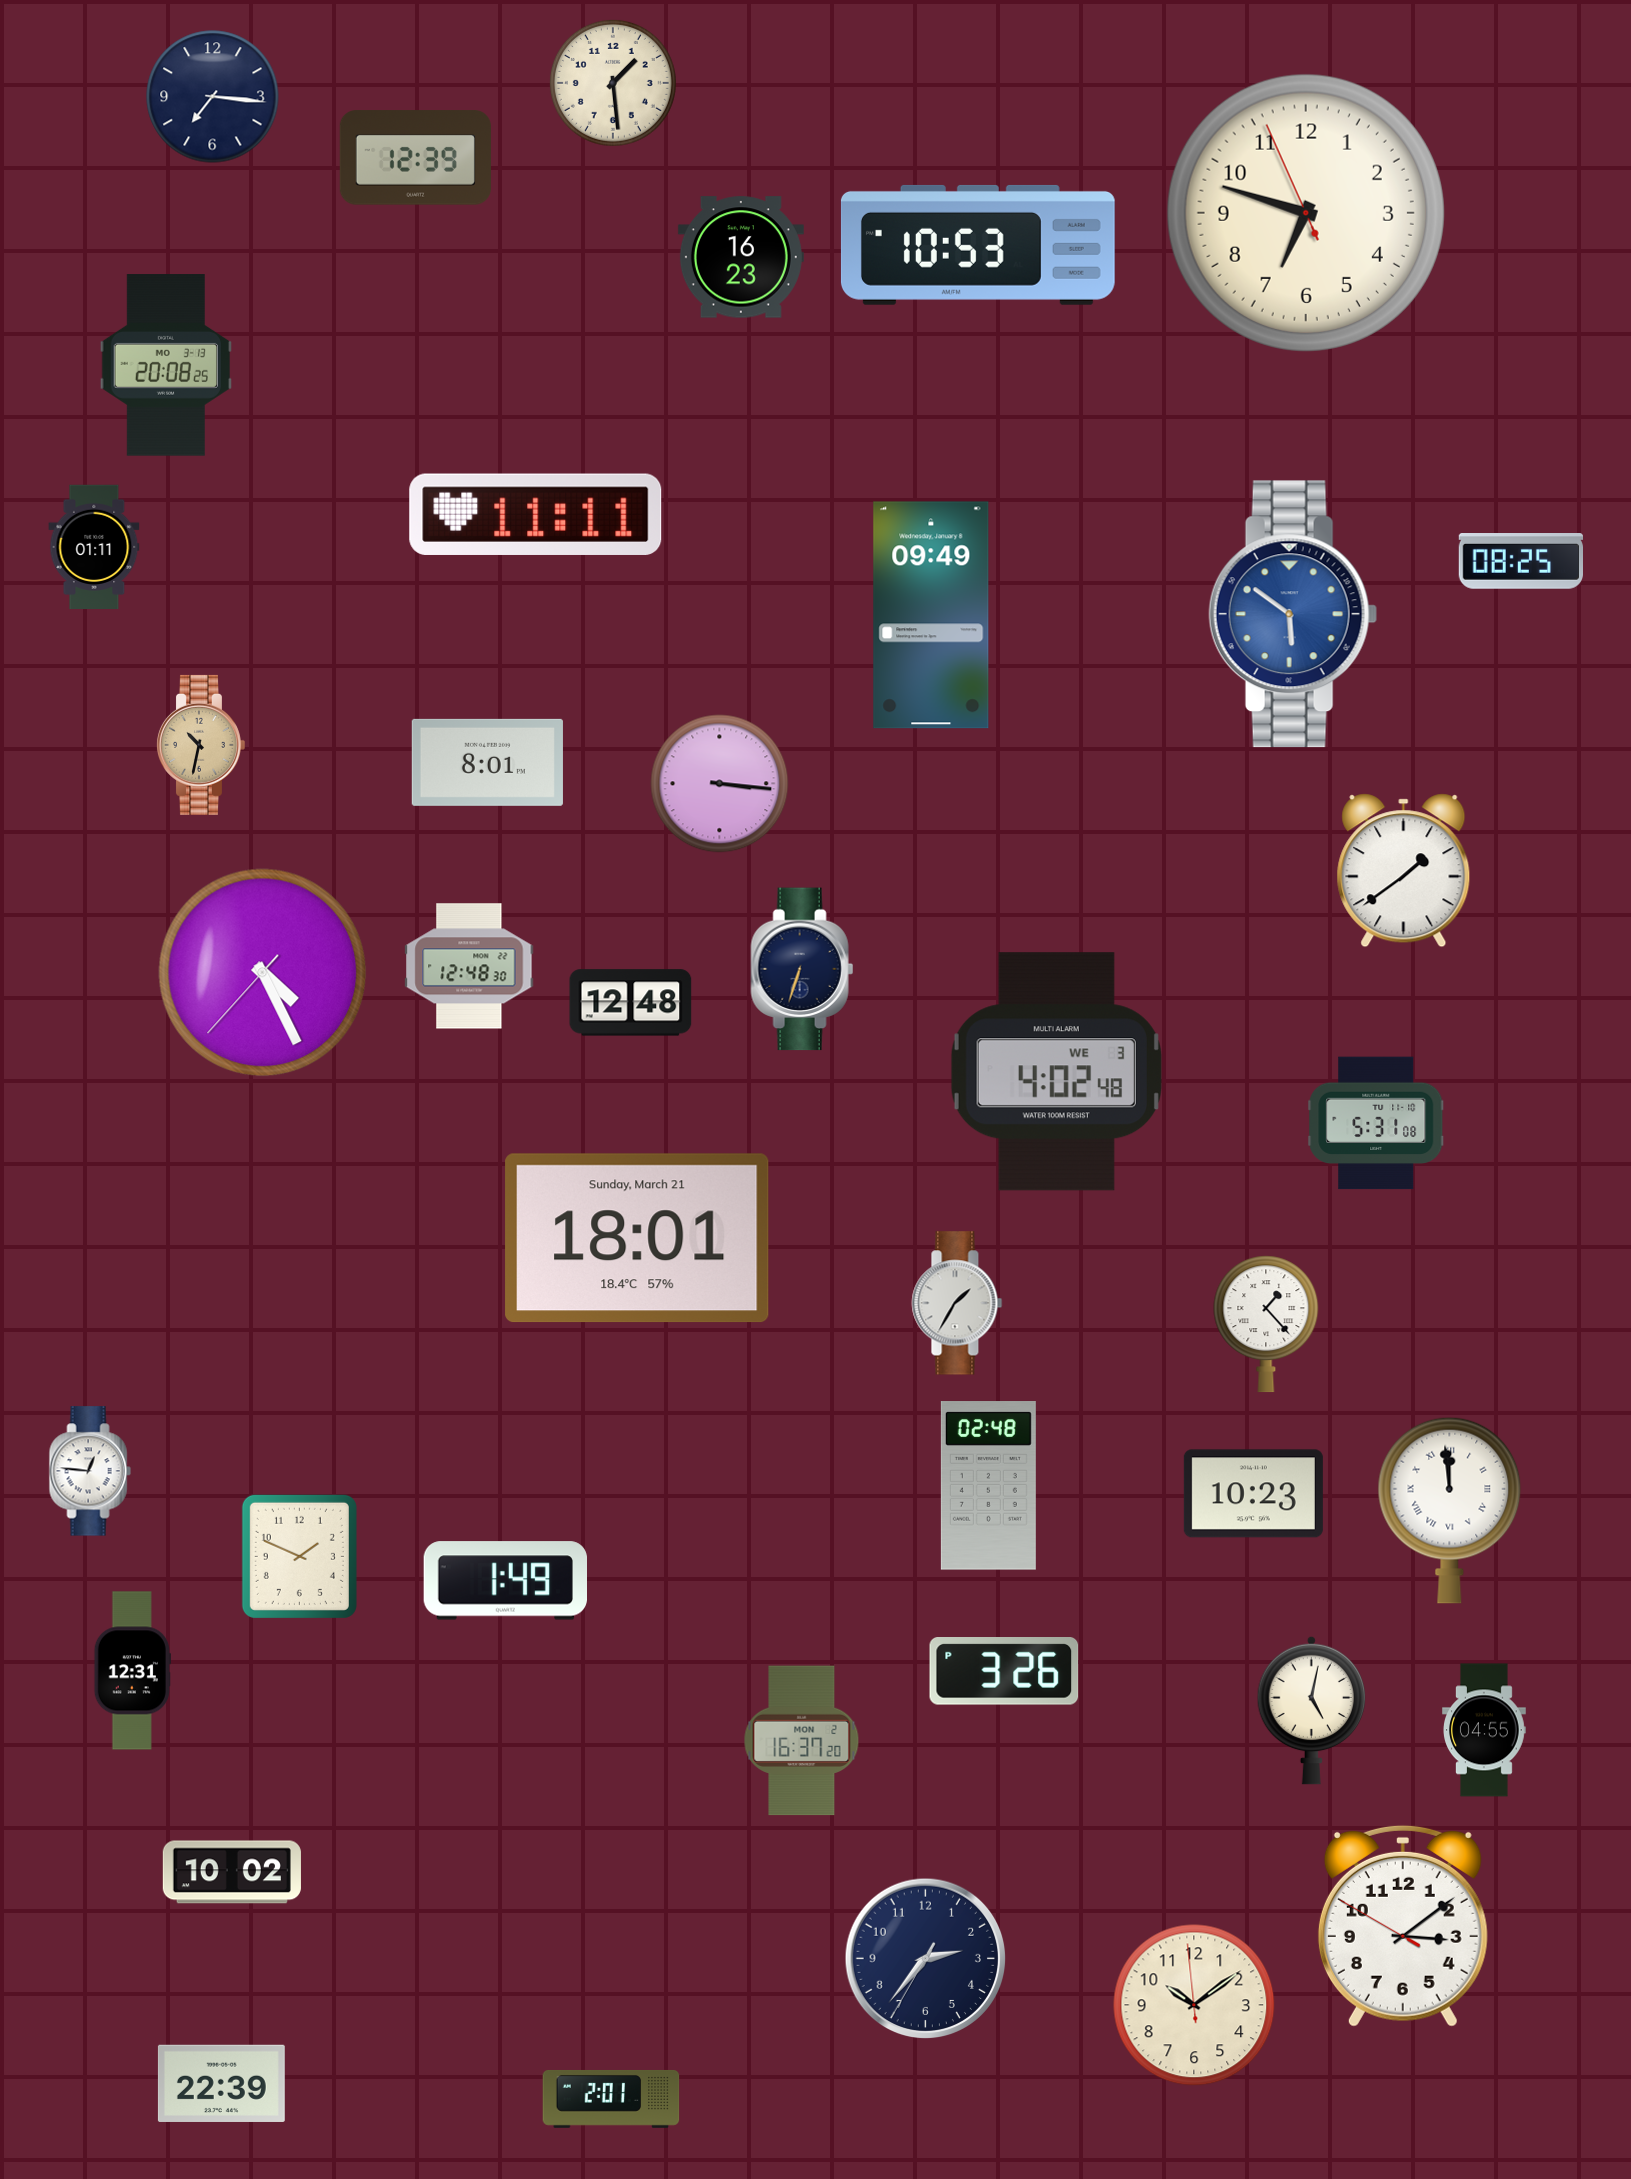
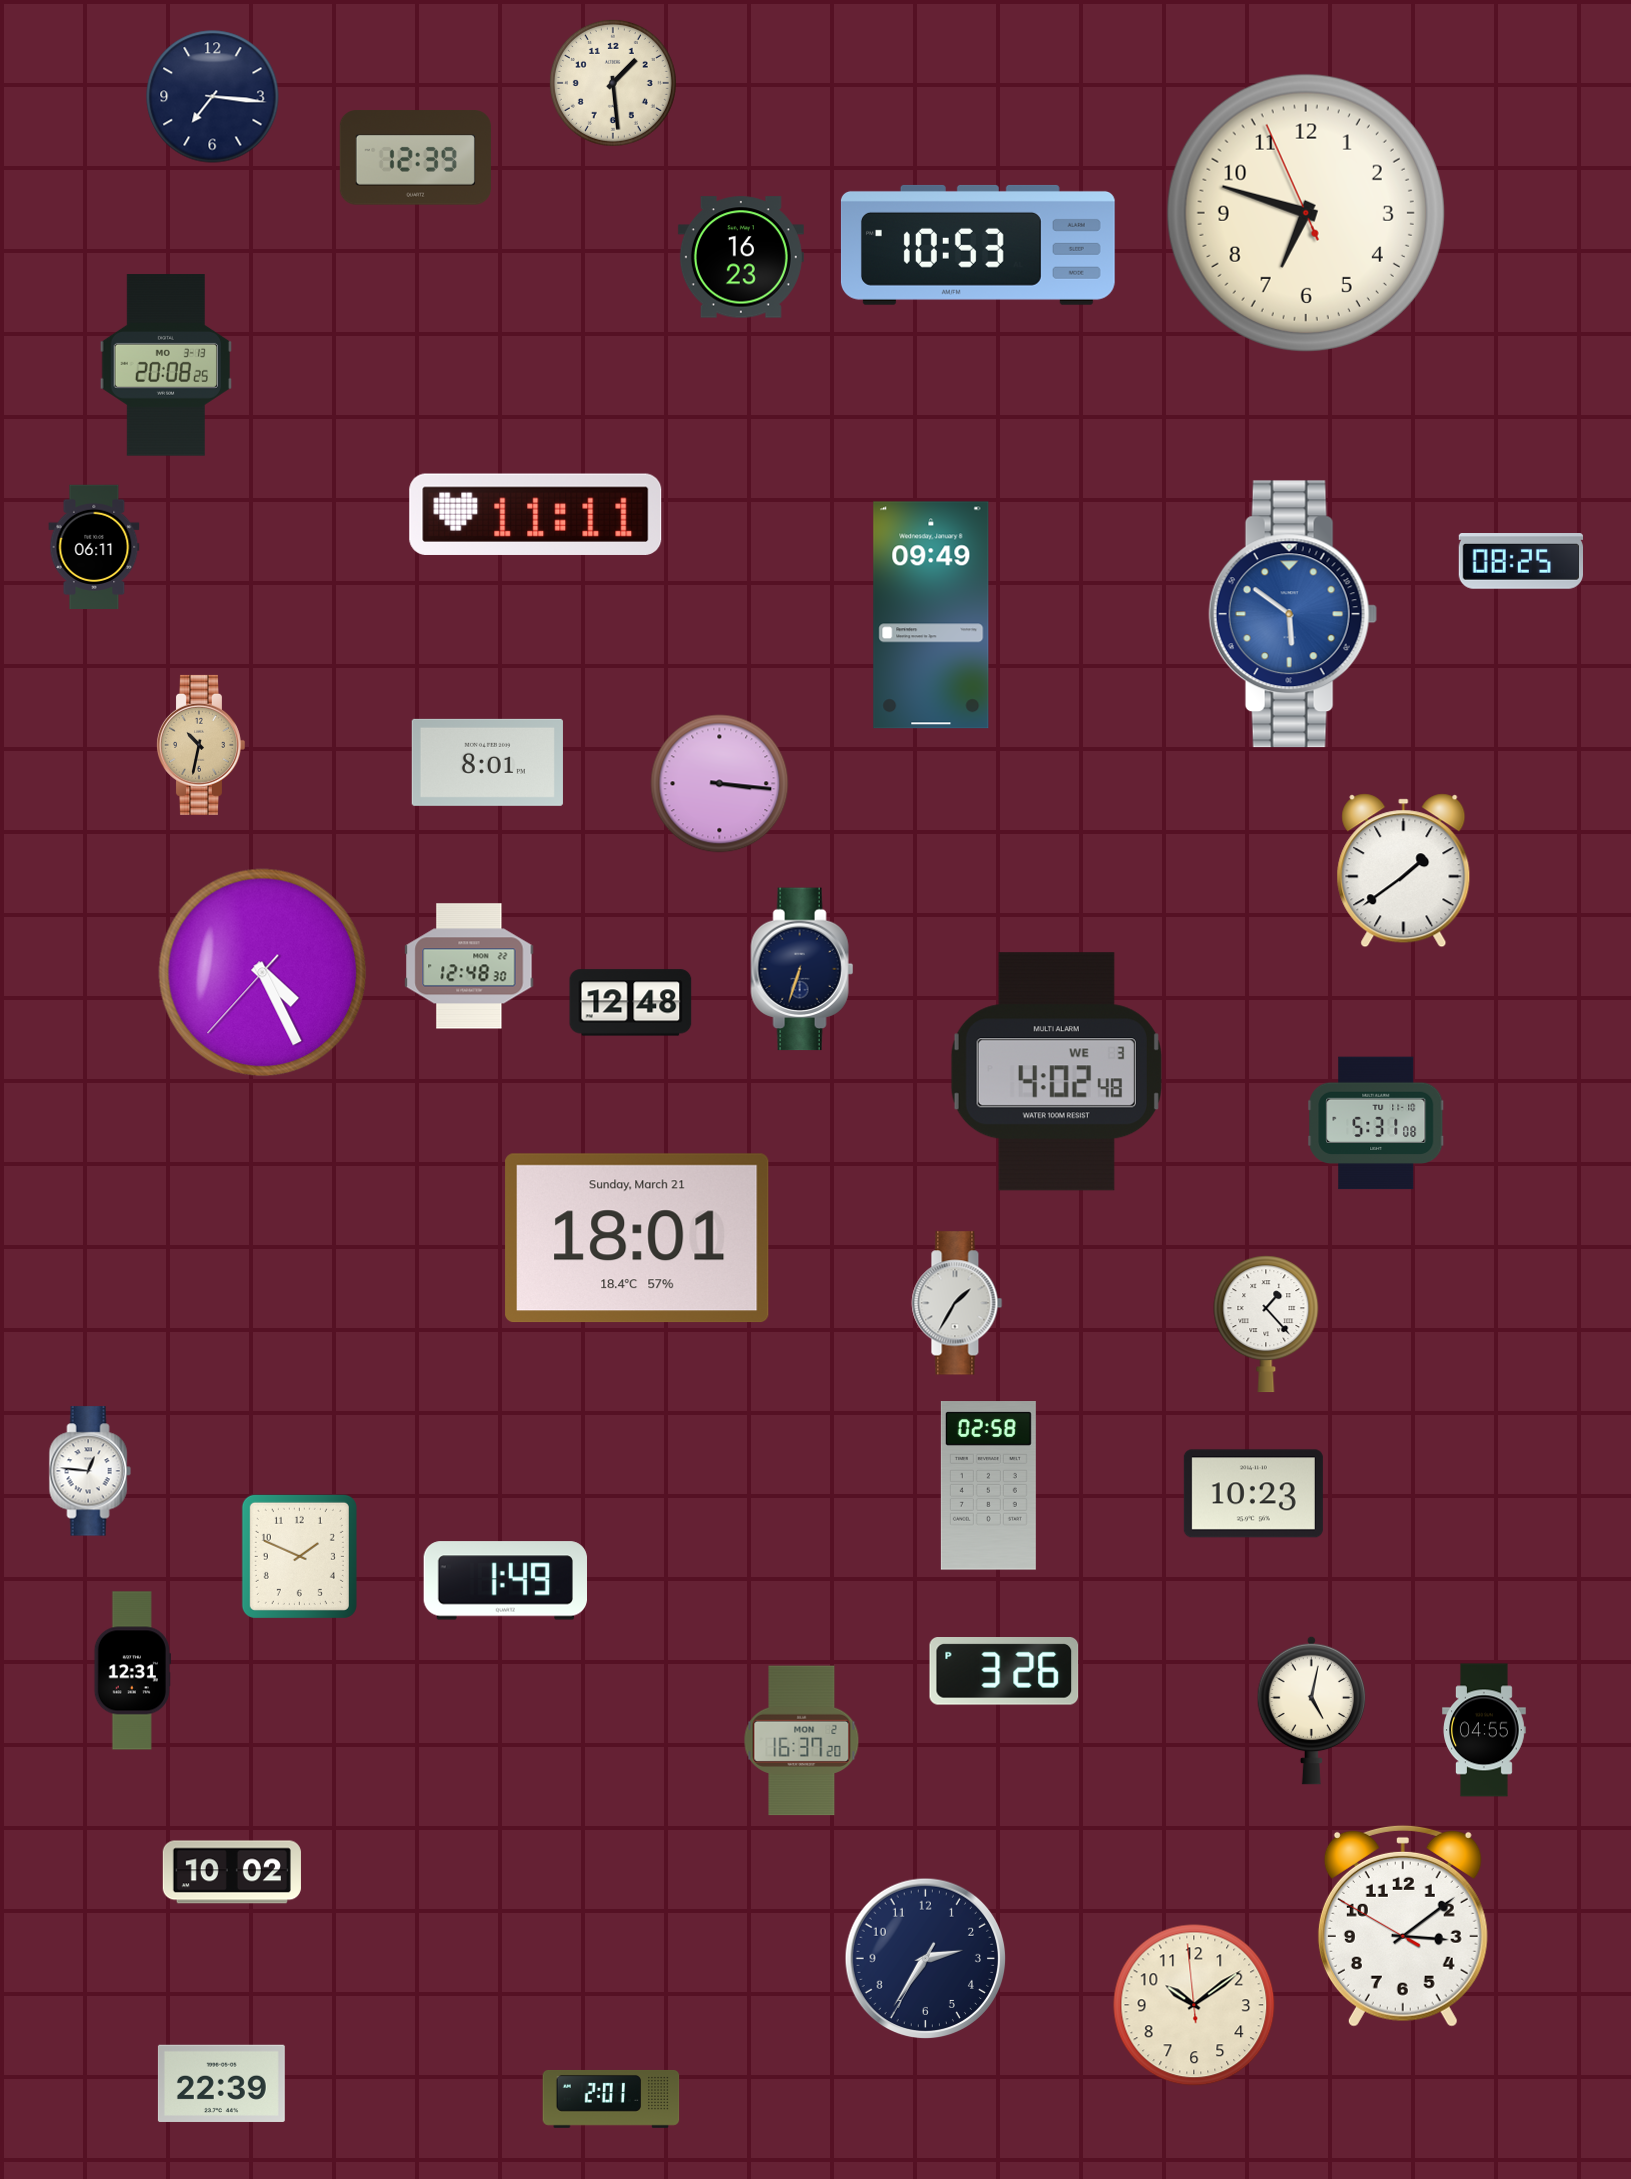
clock at (94, 547): 01:11 -> 06:11
clock at (988, 1486): 02:48 -> 02:58
clock at (1450, 1510): 11:59 -> none
clock at (926, 1959): 2:36 -> 2:35
